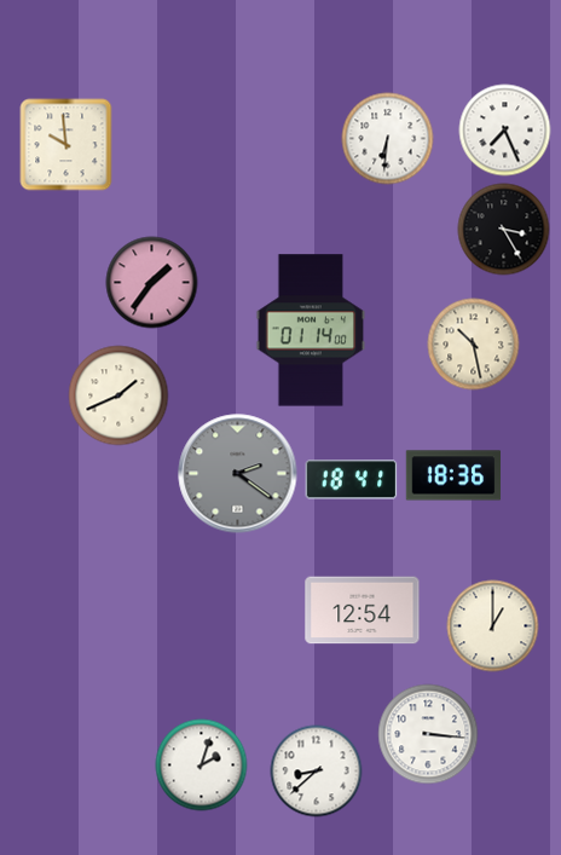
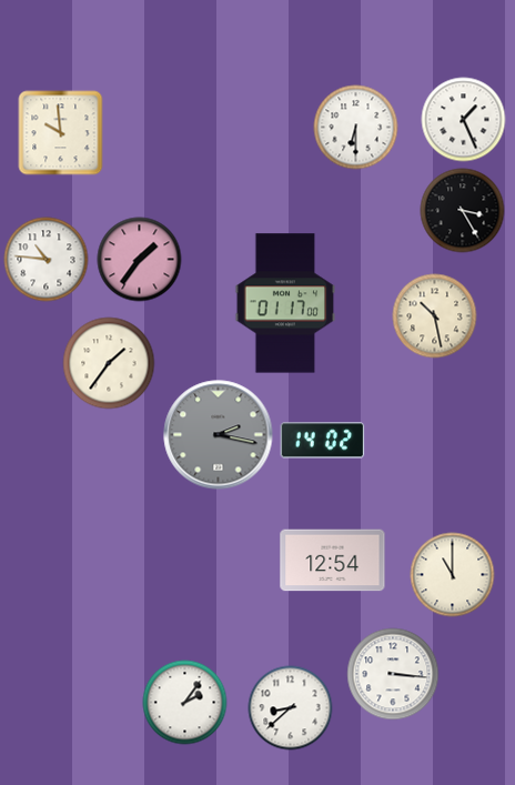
clock at (505, 131): 7:26 -> 1:26
clock at (388, 139): 6:31 -> 6:30
clock at (47, 260): none -> 10:46
clock at (311, 330): 01:14 -> 01:17
clock at (118, 395): 1:41 -> 1:36
clock at (238, 474): 2:21 -> 2:17
clock at (453, 475): 18:36 -> none
clock at (352, 480): 18:41 -> 14:02
clock at (493, 626): 1:00 -> 11:00
clock at (202, 766): 2:03 -> 2:06
